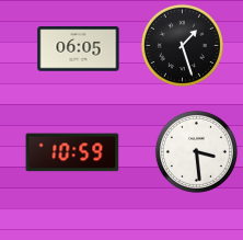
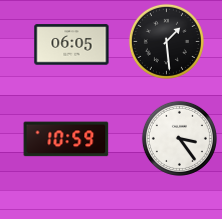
clock at (182, 45): 1:27 -> 1:29
clock at (196, 151): 3:29 -> 3:24
